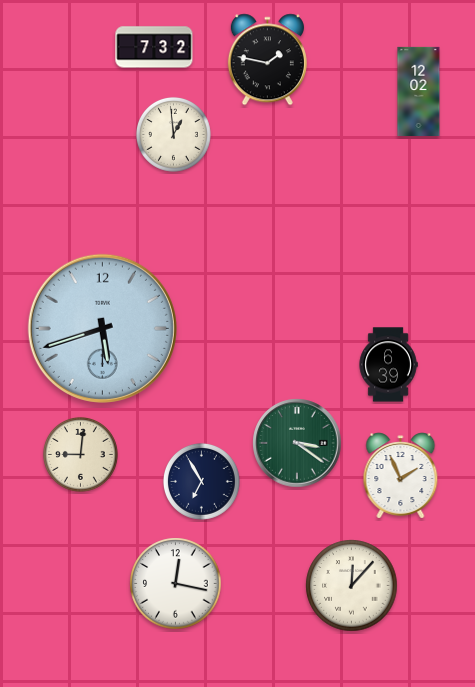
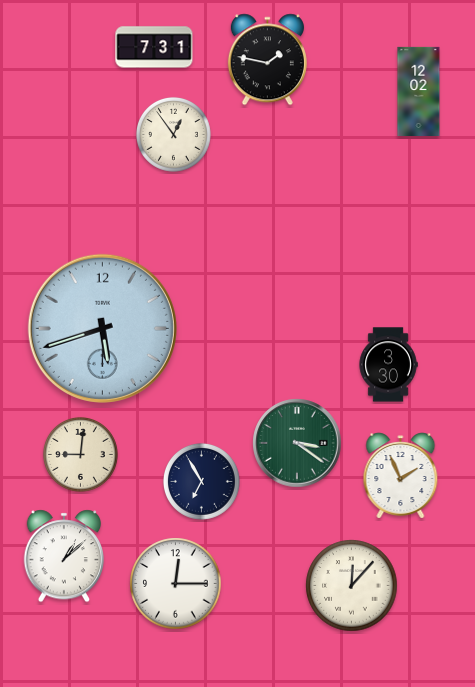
clock at (154, 47): 7:32 -> 7:31
clock at (173, 134): 12:59 -> 12:54
clock at (388, 365): 6:39 -> 3:30
clock at (63, 556): none -> 1:08
clock at (176, 584): 12:17 -> 12:15
